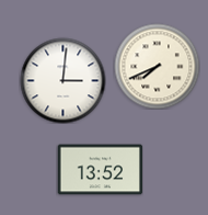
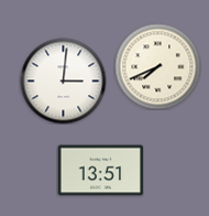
clock at (100, 170): 13:52 -> 13:51
